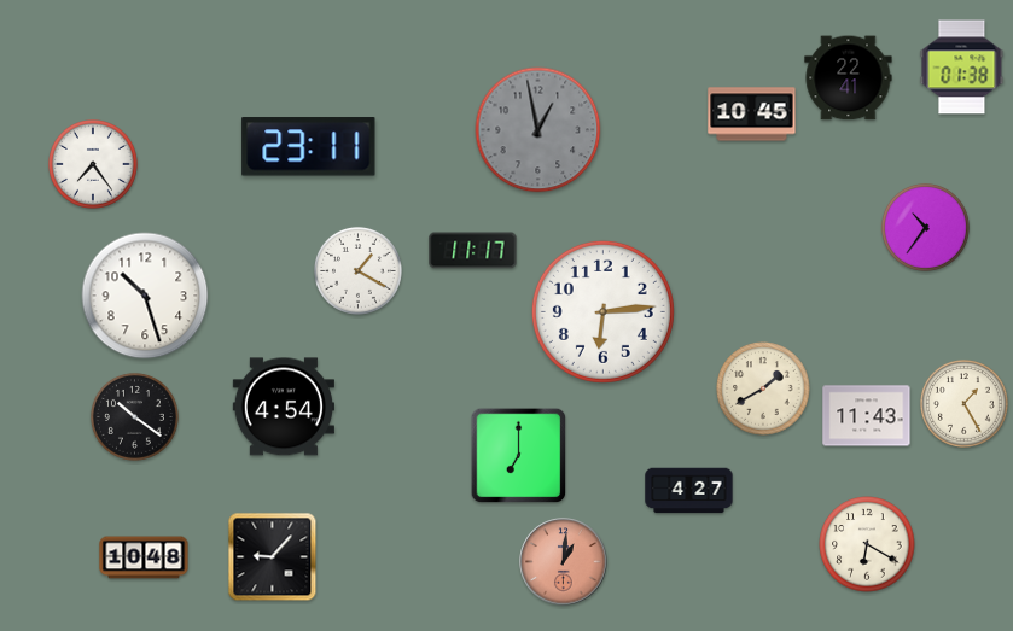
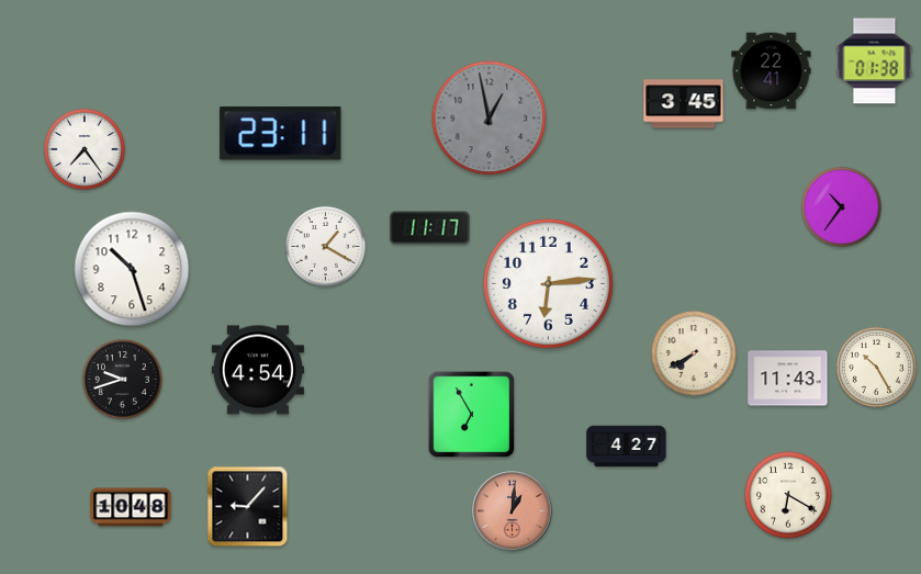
clock at (752, 115): 10:45 -> 3:45
clock at (763, 388): 1:40 -> 7:40
clock at (963, 403): 1:25 -> 10:25
clock at (134, 416): 10:21 -> 9:42
clock at (519, 456): 7:00 -> 6:55
